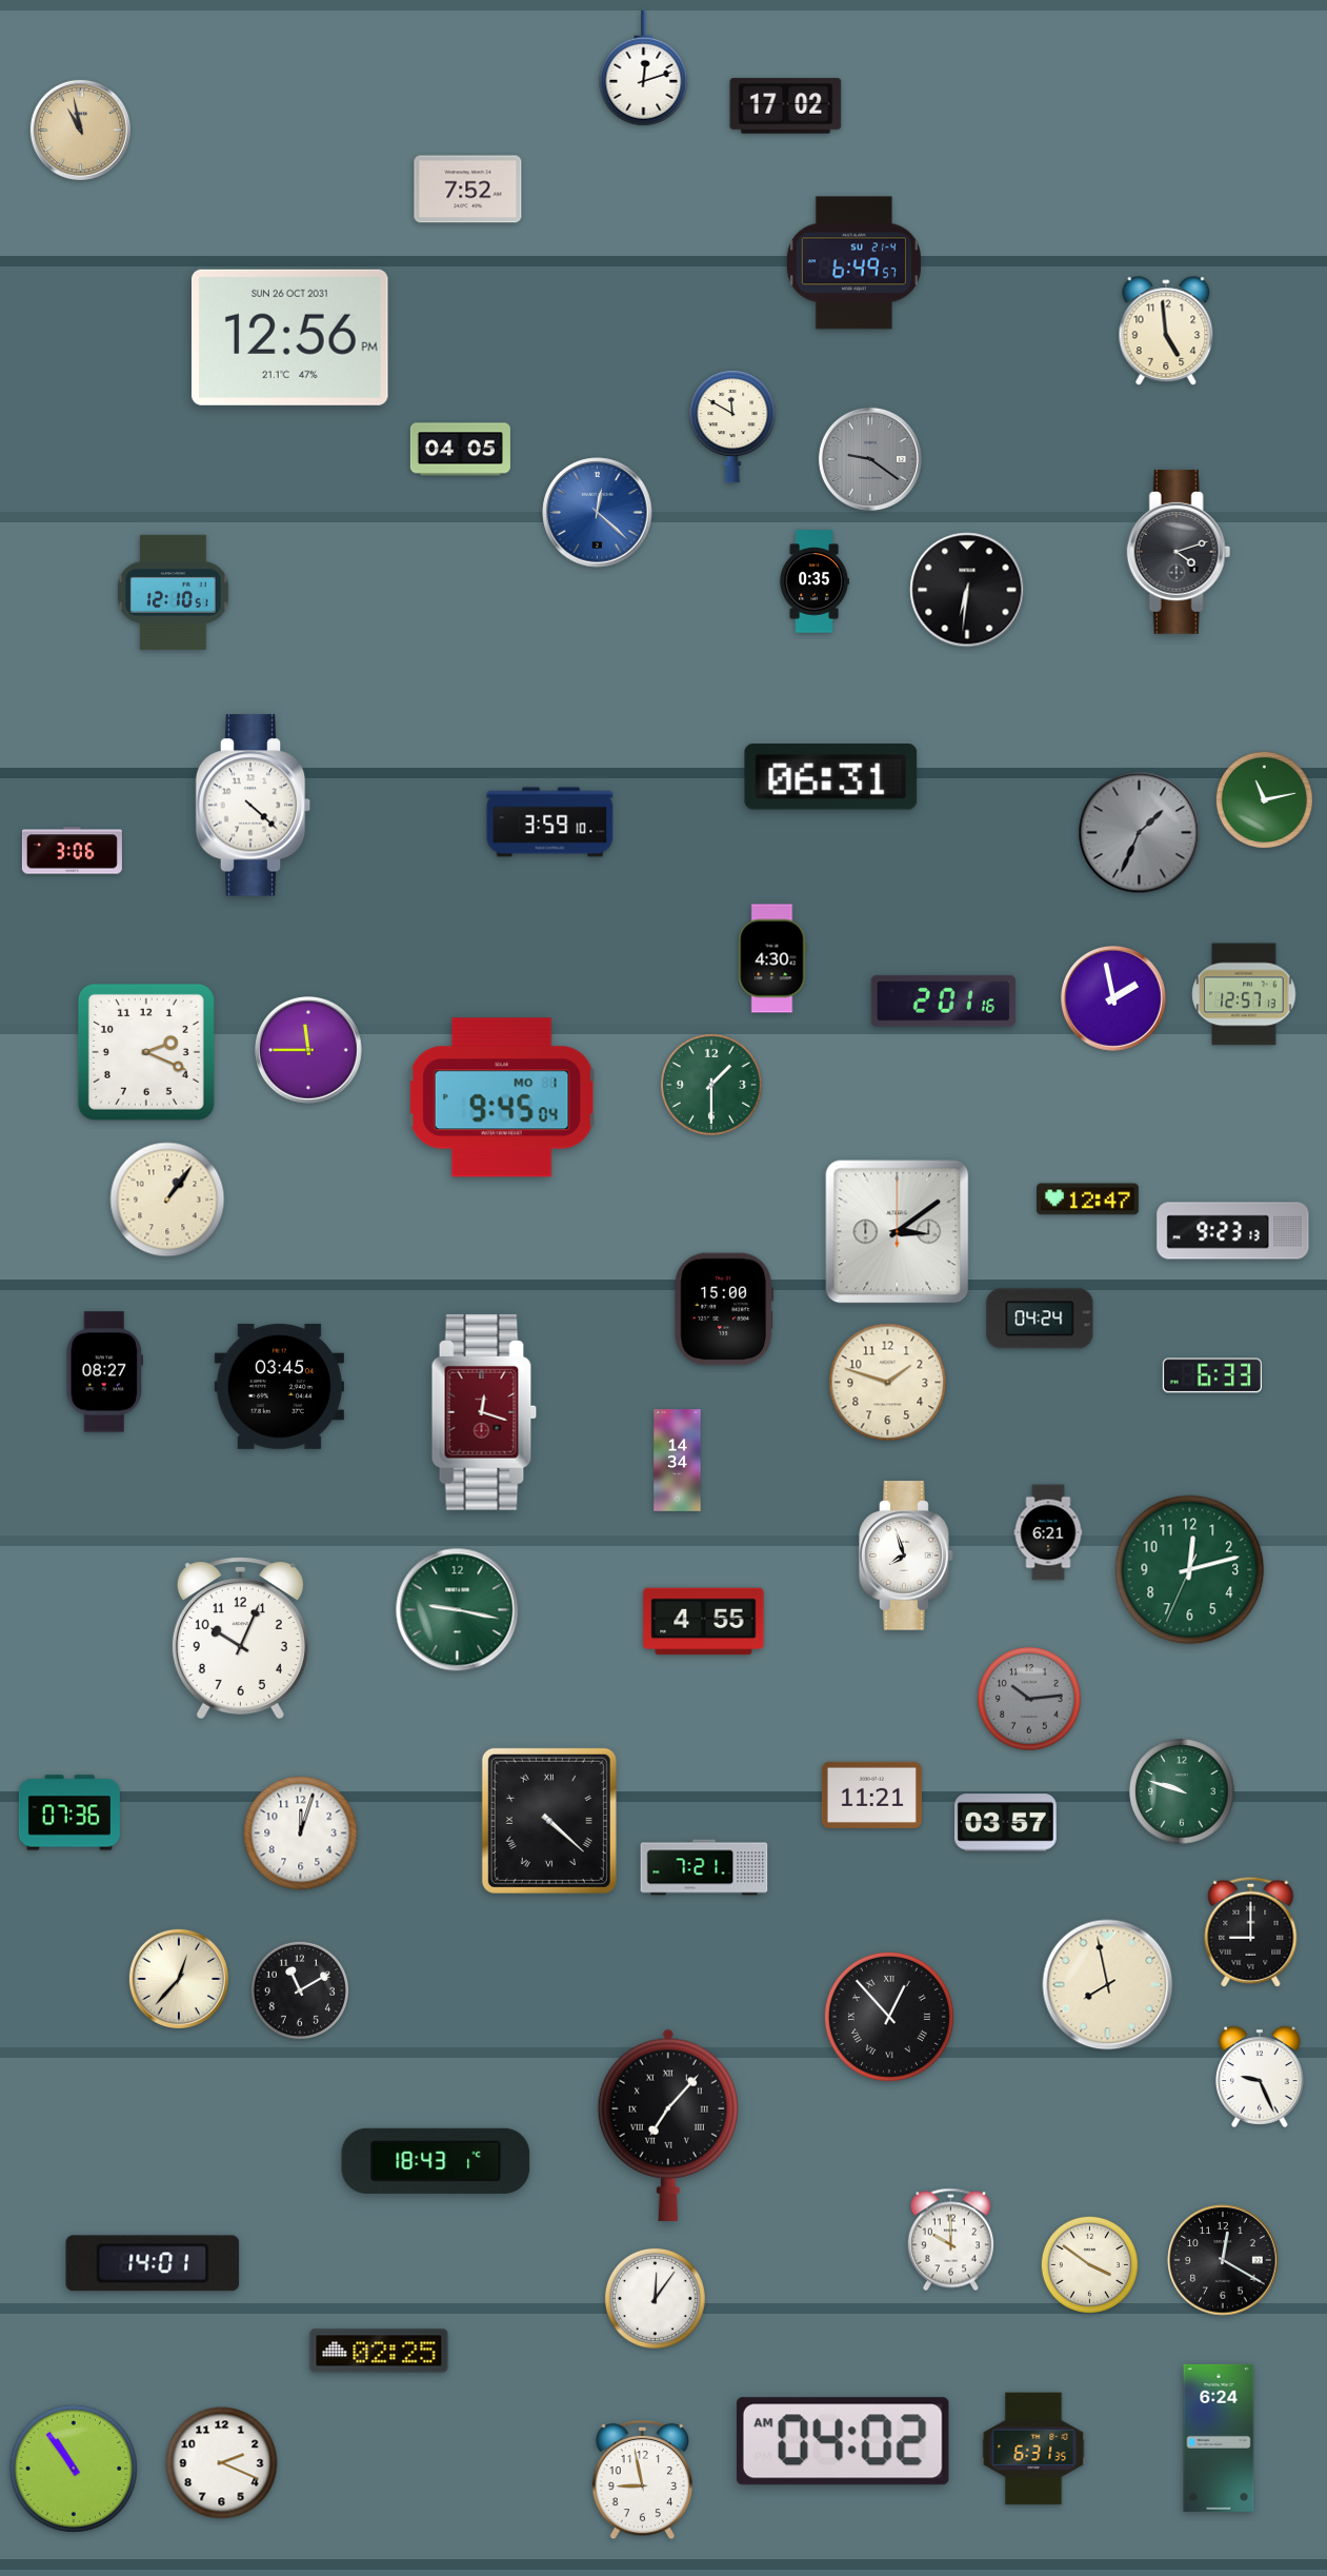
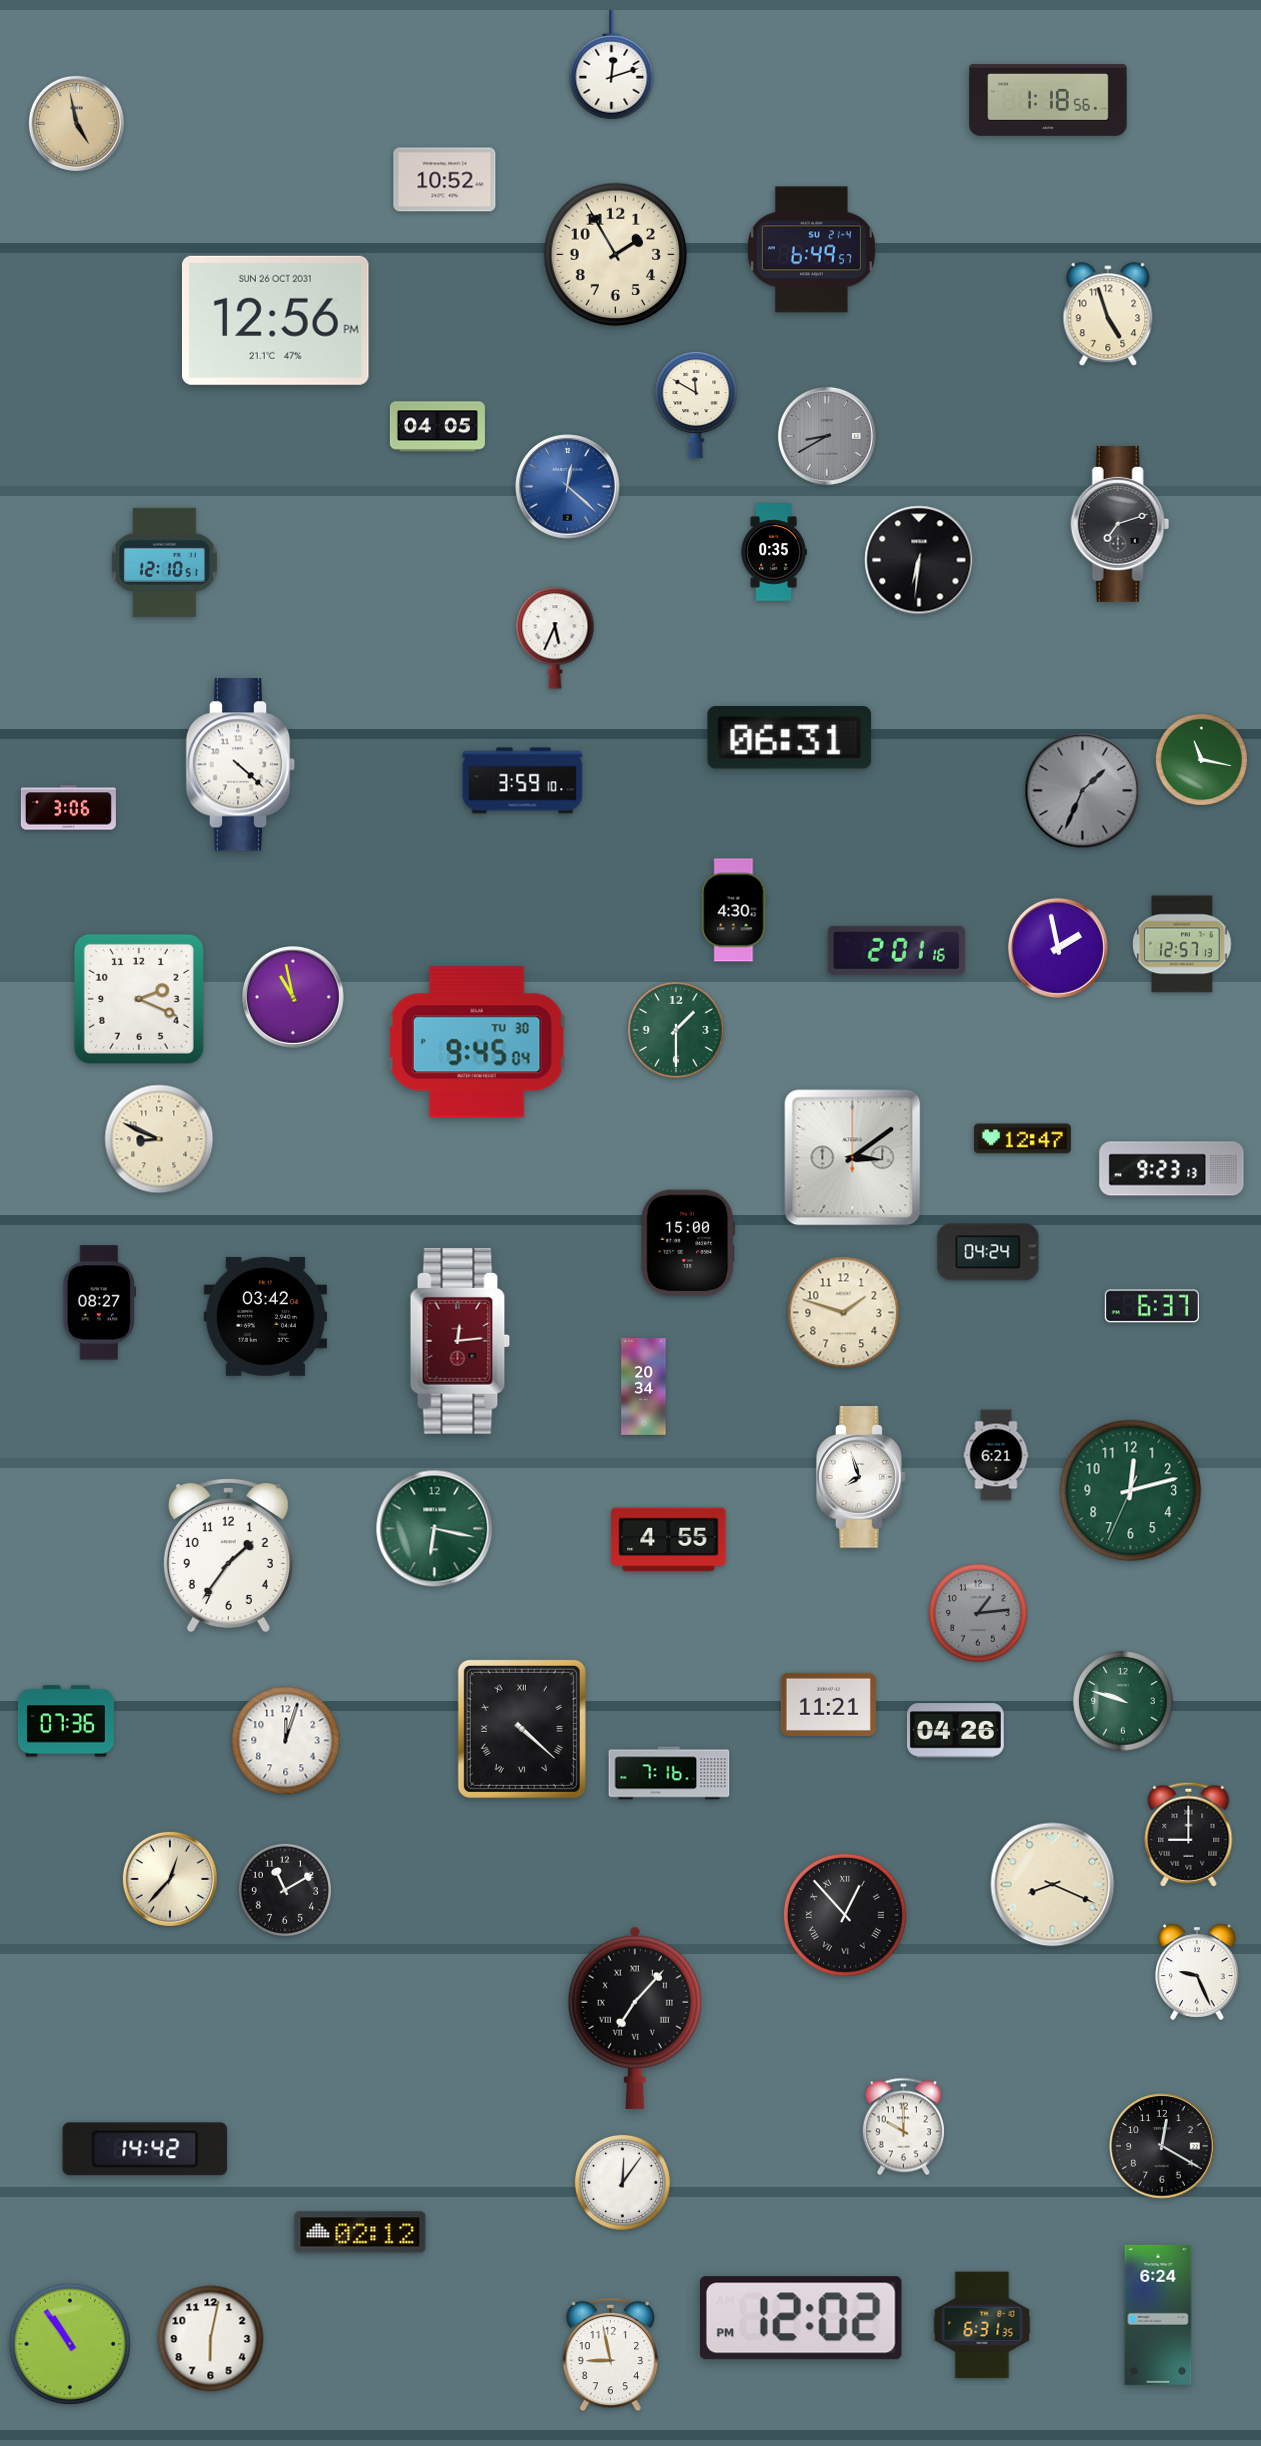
clock at (1048, 100): none -> 1:18
clock at (786, 106): 17:02 -> none
clock at (80, 130): 10:58 -> 4:58
clock at (468, 190): 7:52 -> 10:52
clock at (616, 255): none -> 1:55
clock at (1166, 332): 4:59 -> 4:57
clock at (870, 459): 9:21 -> 8:40
clock at (1179, 552): 4:12 -> 7:12
clock at (555, 638): none -> 5:34
clock at (1264, 799): 11:13 -> 11:17
clock at (309, 1051): 11:45 -> 10:58
clock at (502, 1097) date: MO 1 -> TU 30
clock at (167, 1200): 1:06 -> 8:49
clock at (1088, 1200) position: (1088, 1200) -> (1023, 1139)
clock at (898, 1232) position: (898, 1232) -> (853, 1158)
clock at (1212, 1375): 6:33 -> 6:37
clock at (279, 1386): 03:45 -> 03:42
clock at (484, 1412): 12:18 -> 12:14
clock at (678, 1461): 14:34 -> 20:34
clock at (458, 1610): 9:17 -> 6:17
clock at (240, 1638): 10:04 -> 1:36
clock at (1030, 1700): 10:14 -> 1:14
clock at (1005, 1823): 03:57 -> 04:26
clock at (704, 1867): 7:21 -> 7:16
clock at (1108, 1985): 7:58 -> 8:19
clock at (436, 2161): 18:43 -> none
clock at (153, 2263): 14:01 -> 14:42
clock at (1089, 2264): 3:51 -> none
clock at (379, 2351): 02:25 -> 02:12
clock at (843, 2441): 04:02 -> 12:02
clock at (222, 2463): 2:19 -> 6:02
